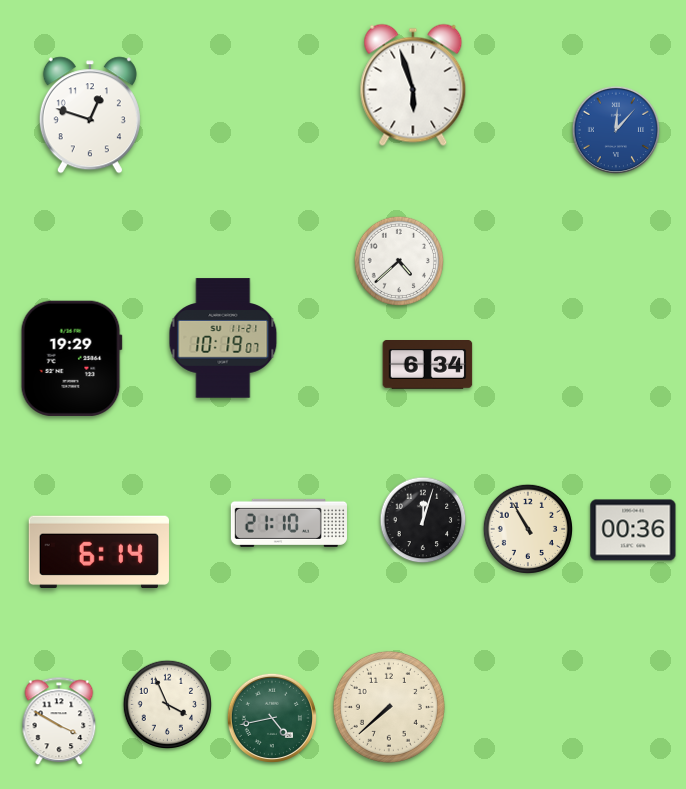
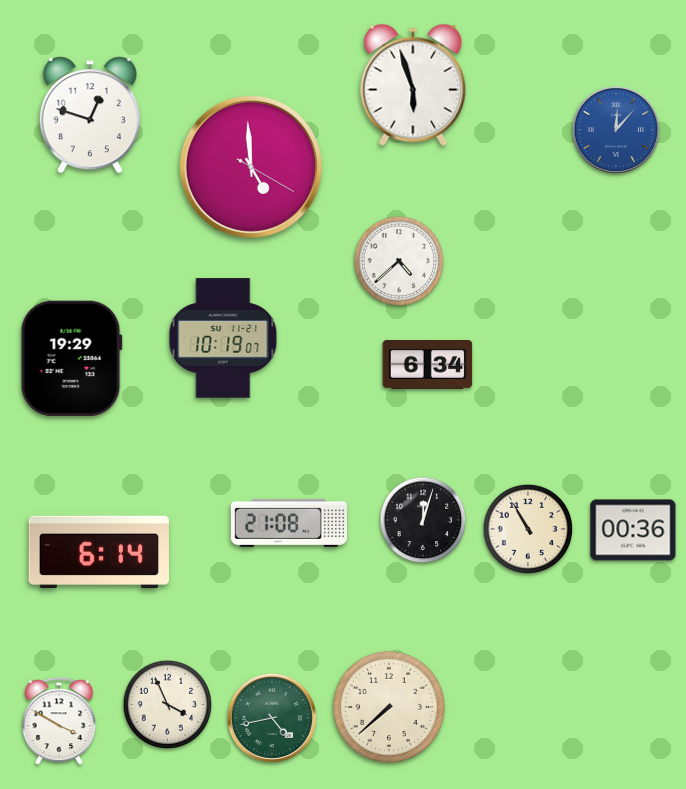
clock at (251, 167): none -> 4:59
clock at (289, 523): 21:10 -> 21:08
